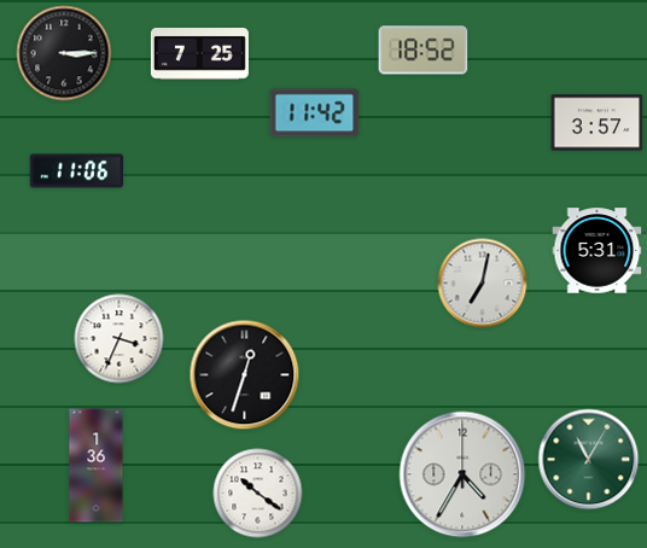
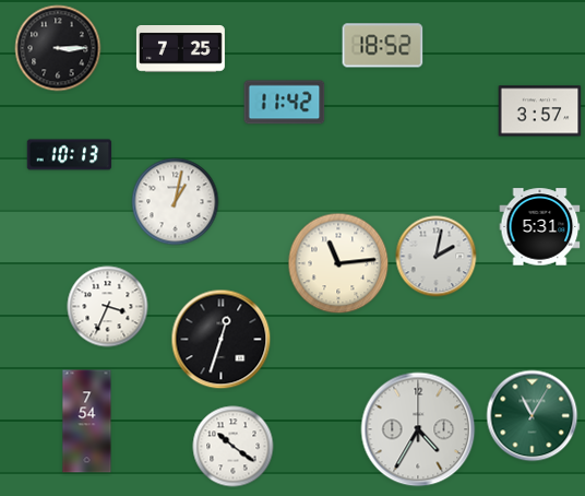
clock at (77, 171): 11:06 -> 10:13
clock at (176, 202): none -> 1:02
clock at (483, 284): 7:02 -> 2:02
clock at (338, 263): none -> 11:14
clock at (97, 466): 1:36 -> 7:54
